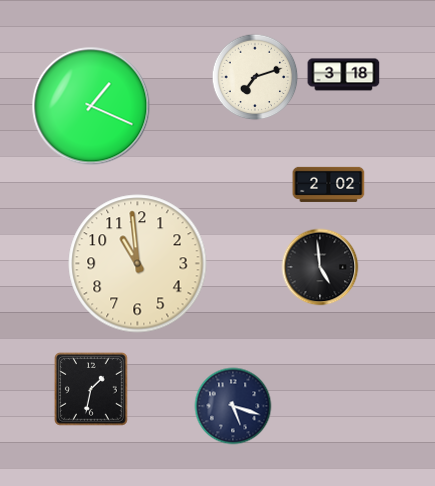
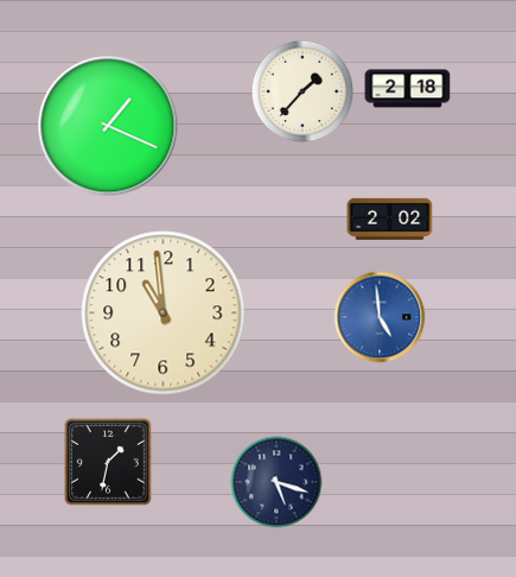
clock at (344, 75): 3:18 -> 2:18
clock at (255, 77): 7:12 -> 1:37
clock at (320, 267) dial: black -> blue
